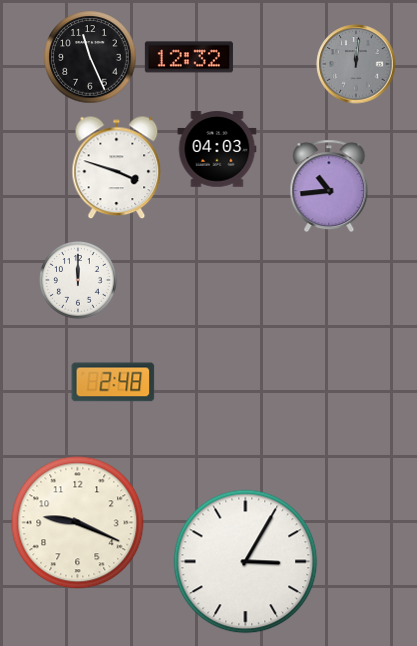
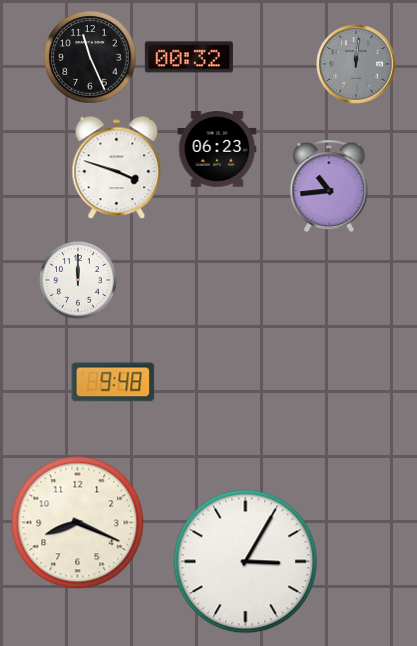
clock at (189, 57): 12:32 -> 00:32
clock at (217, 149): 04:03 -> 06:23
clock at (113, 382): 2:48 -> 9:48
clock at (78, 523): 9:19 -> 8:19
